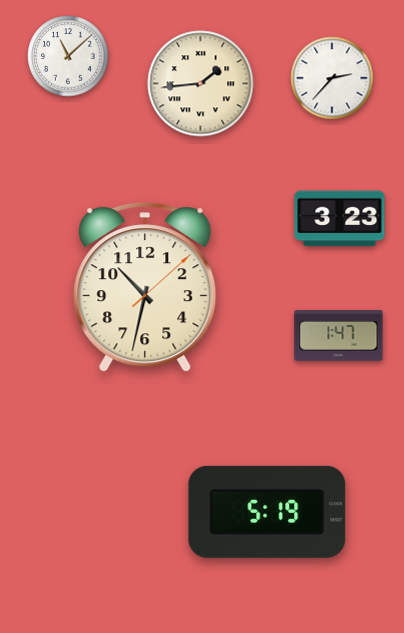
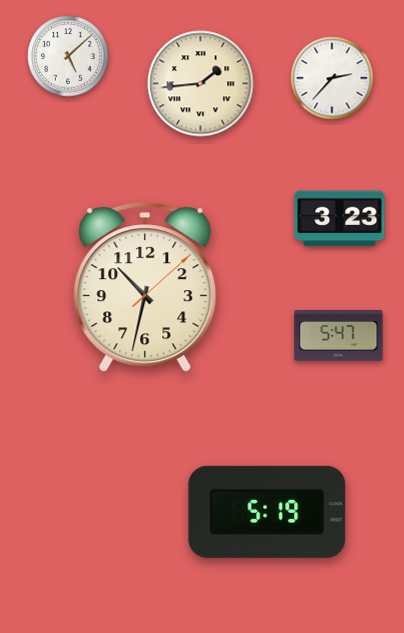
clock at (68, 56): 11:08 -> 5:08
clock at (339, 336): 1:47 -> 5:47
